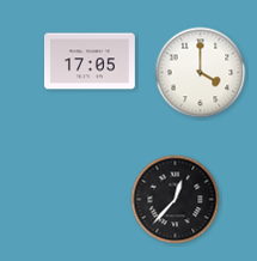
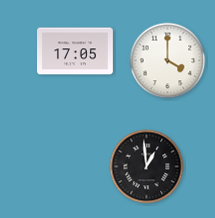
clock at (176, 200): 12:37 -> 12:59
